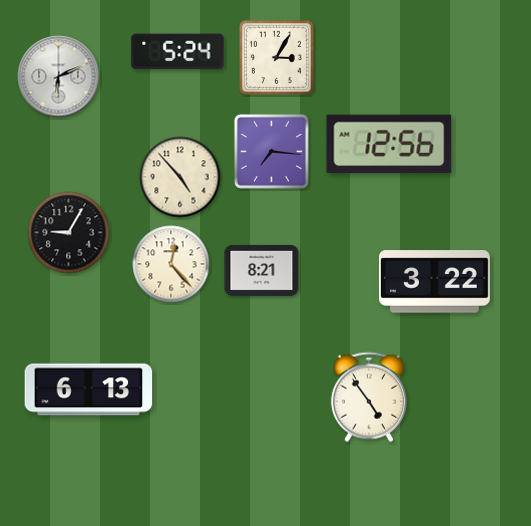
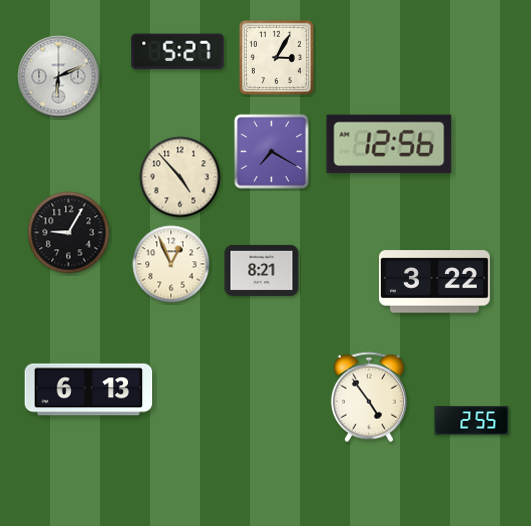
clock at (178, 52): 5:24 -> 5:27
clock at (271, 151): 7:16 -> 7:20
clock at (171, 264): 12:23 -> 12:56
clock at (472, 421): none -> 2:55
